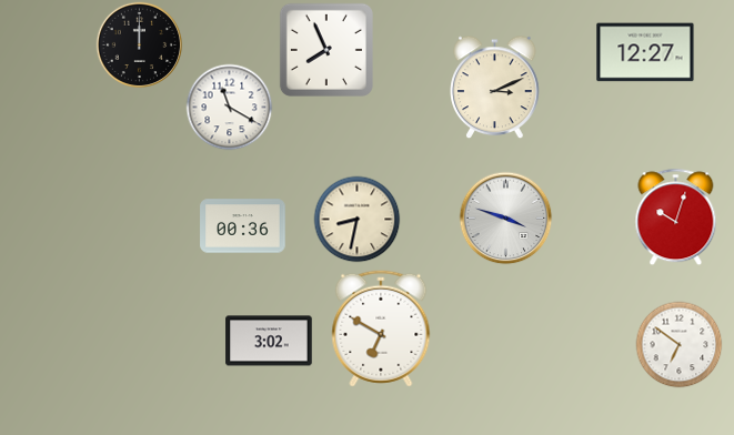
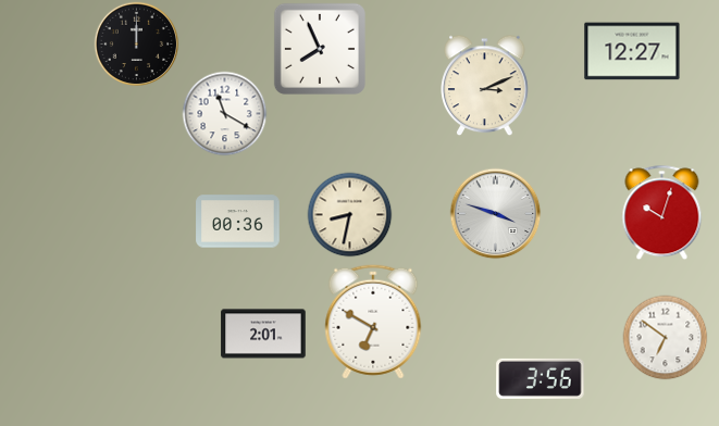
clock at (229, 107) position: (229, 107) -> (224, 113)
clock at (269, 341): 3:02 -> 2:01
clock at (541, 378): none -> 3:56
